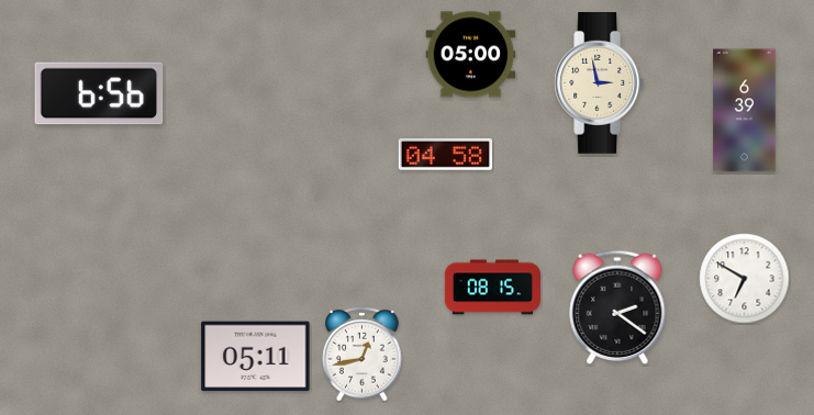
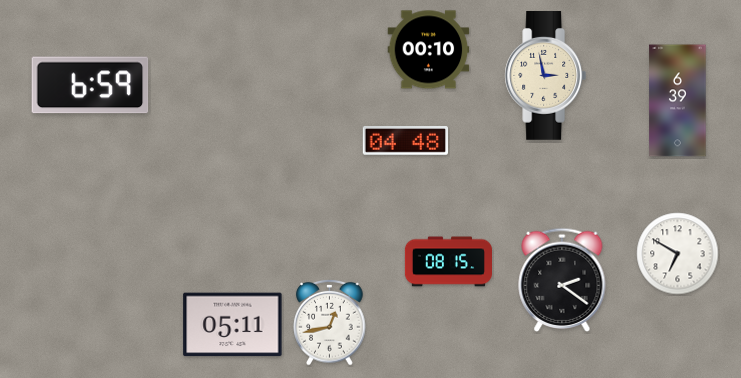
clock at (471, 55): 05:00 -> 00:10
clock at (99, 93): 6:56 -> 6:59
clock at (445, 155): 04:58 -> 04:48
